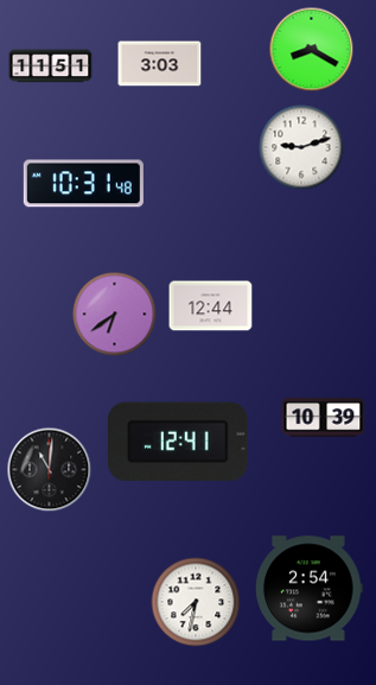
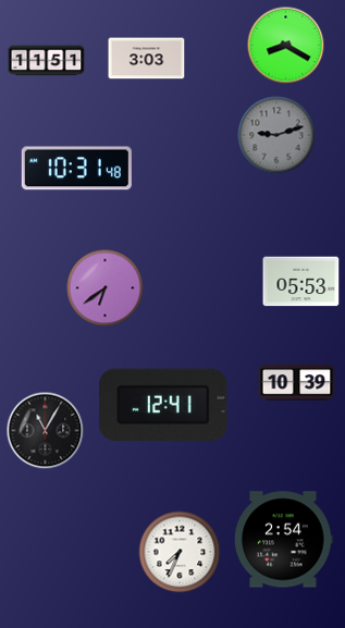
clock at (301, 147) dial: white -> grey
clock at (211, 306): 12:44 -> none
clock at (301, 282): none -> 05:53
clock at (50, 470): 11:01 -> 11:05
clock at (196, 602): 7:32 -> 7:34
